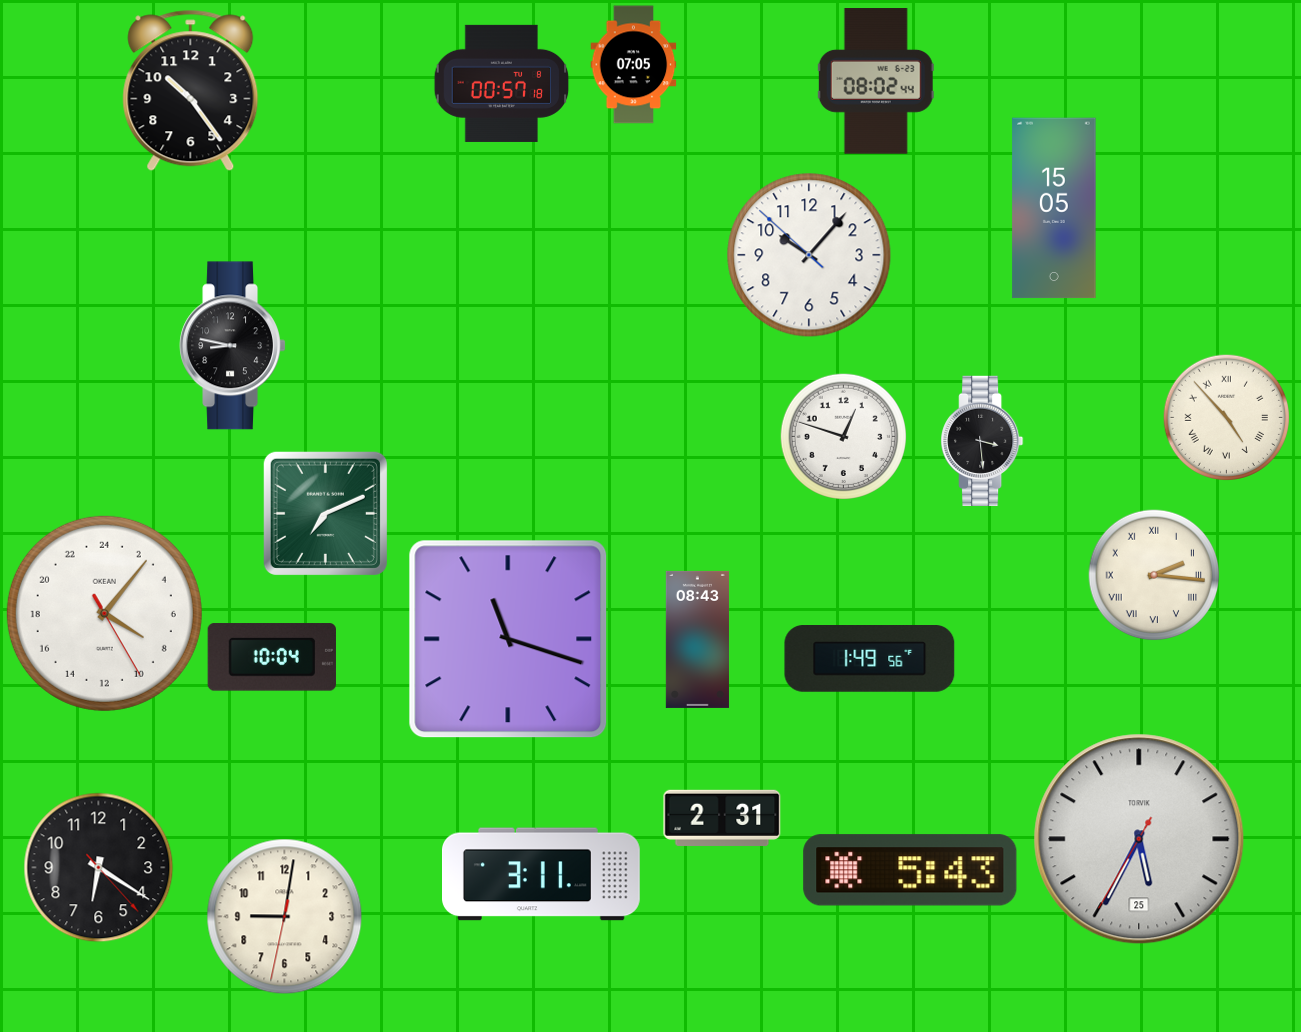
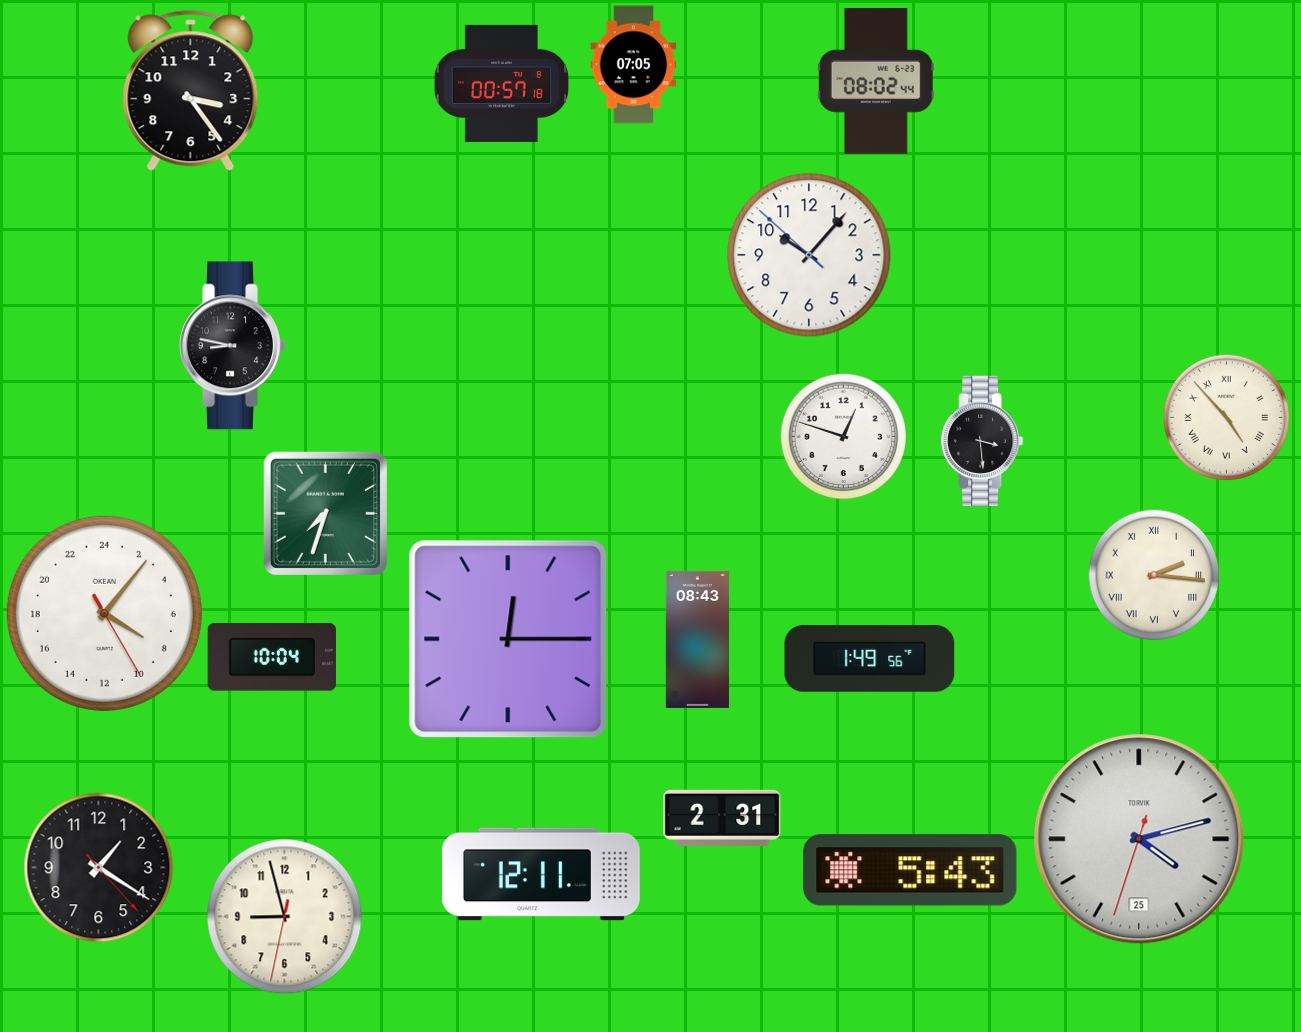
clock at (191, 91): 10:24 -> 3:24
clock at (1054, 208): 15:05 -> none
clock at (325, 513): 7:11 -> 7:33
clock at (508, 639): 11:18 -> 12:15
clock at (1139, 839): 5:34 -> 4:12
clock at (99, 868): 6:20 -> 1:20
clock at (542, 874): 3:11 -> 12:11
clock at (285, 917): 9:01 -> 8:57
